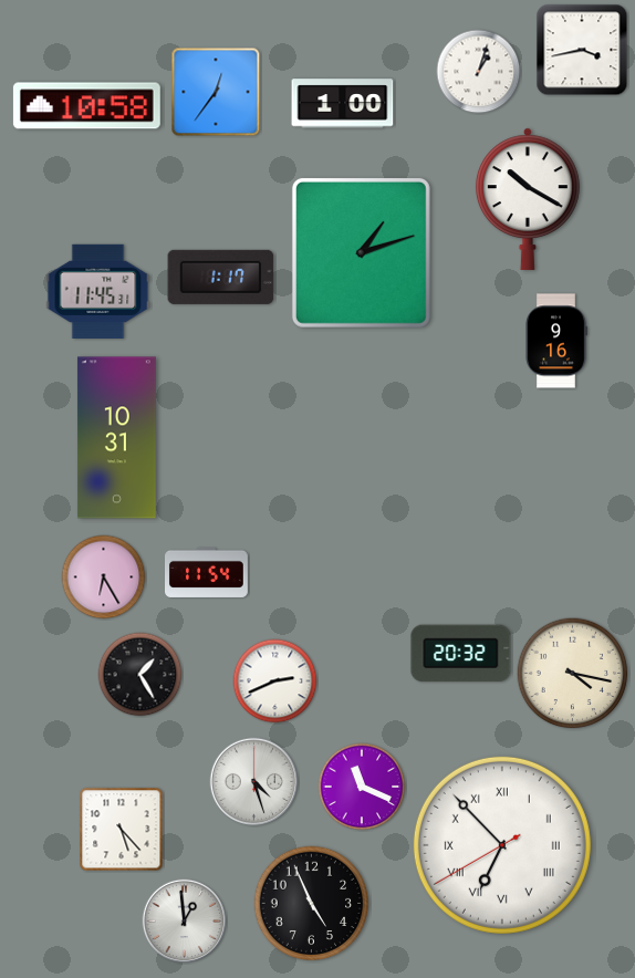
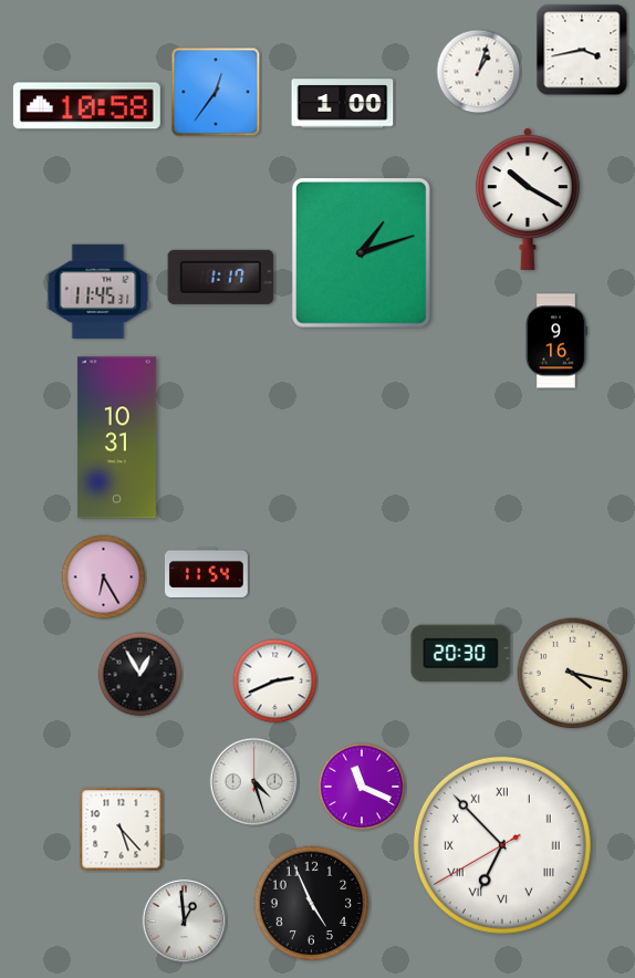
clock at (461, 654): 20:32 -> 20:30
clock at (140, 675): 1:25 -> 12:55
